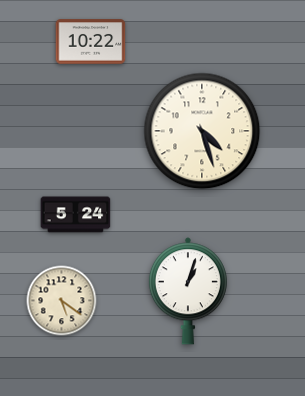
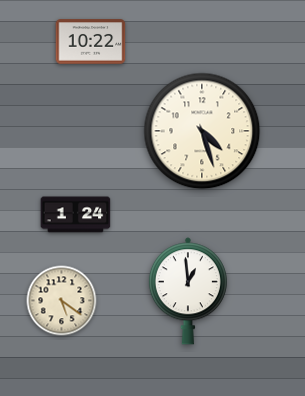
clock at (76, 215): 5:24 -> 1:24
clock at (188, 291): 1:03 -> 12:59
